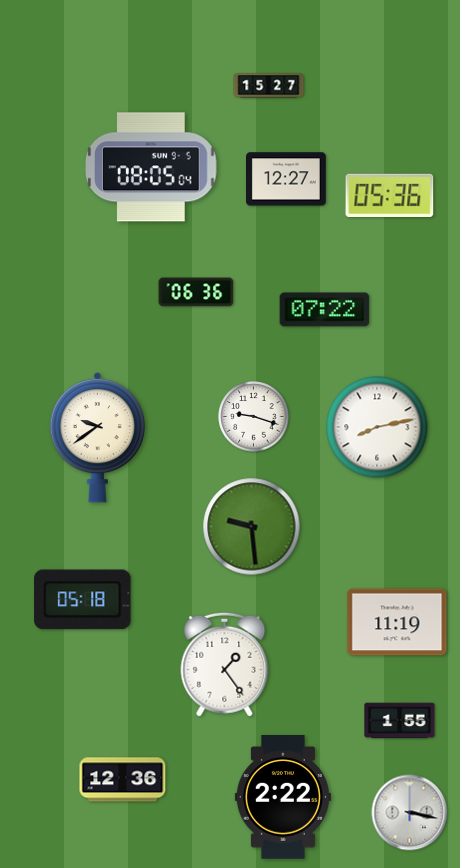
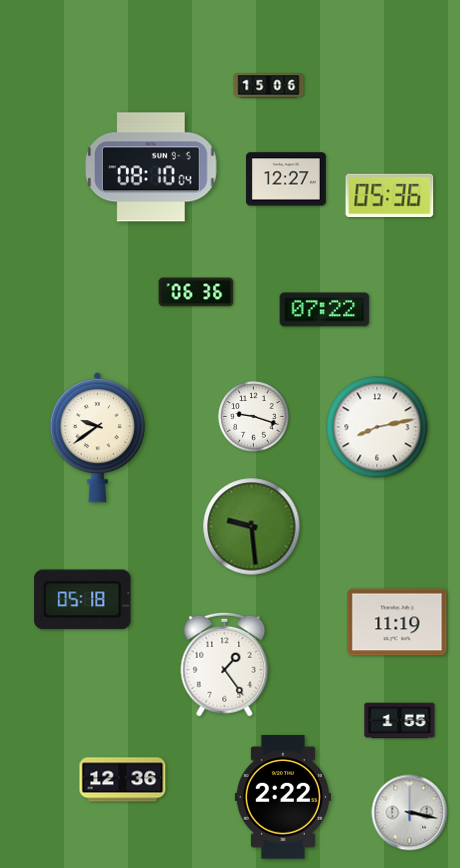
clock at (269, 86): 15:27 -> 15:06
clock at (152, 167): 08:05 -> 08:10
